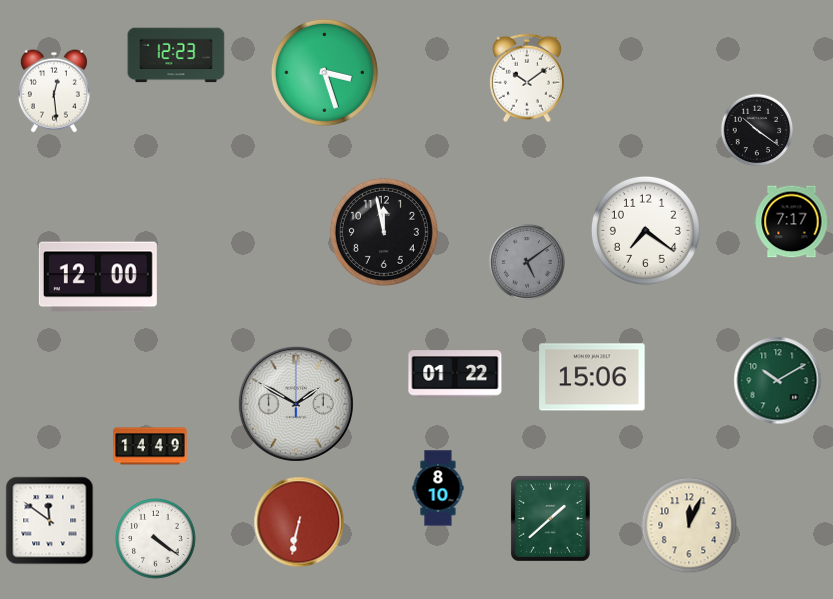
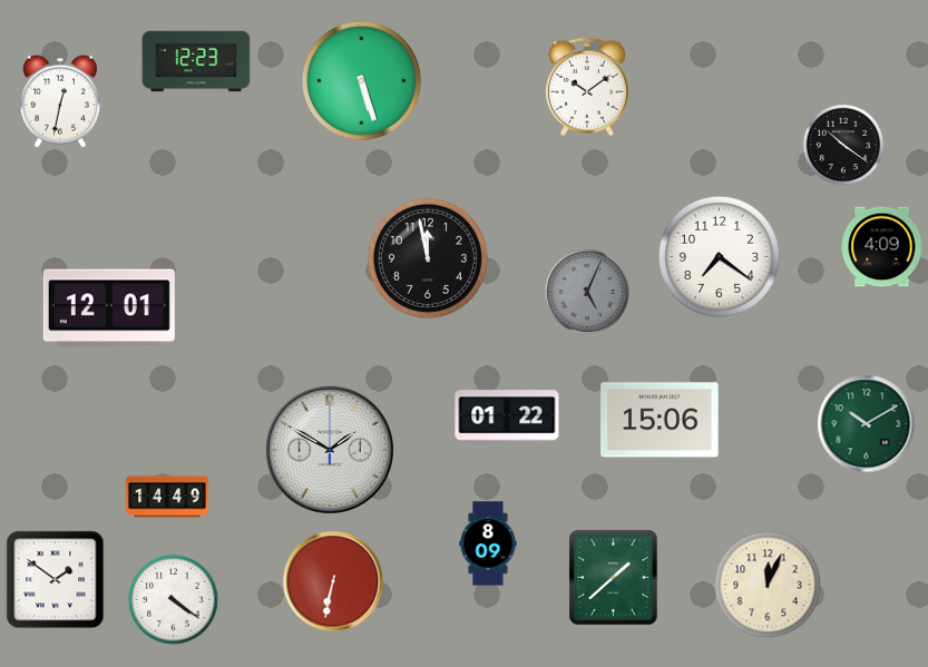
clock at (324, 72): 3:27 -> 5:27
clock at (54, 91): 12:29 -> 12:32
clock at (792, 222): 7:17 -> 4:09
clock at (527, 262): 5:09 -> 5:04
clock at (98, 277): 12:00 -> 12:01
clock at (438, 488): 8:10 -> 8:09
clock at (50, 521): 11:51 -> 1:51
